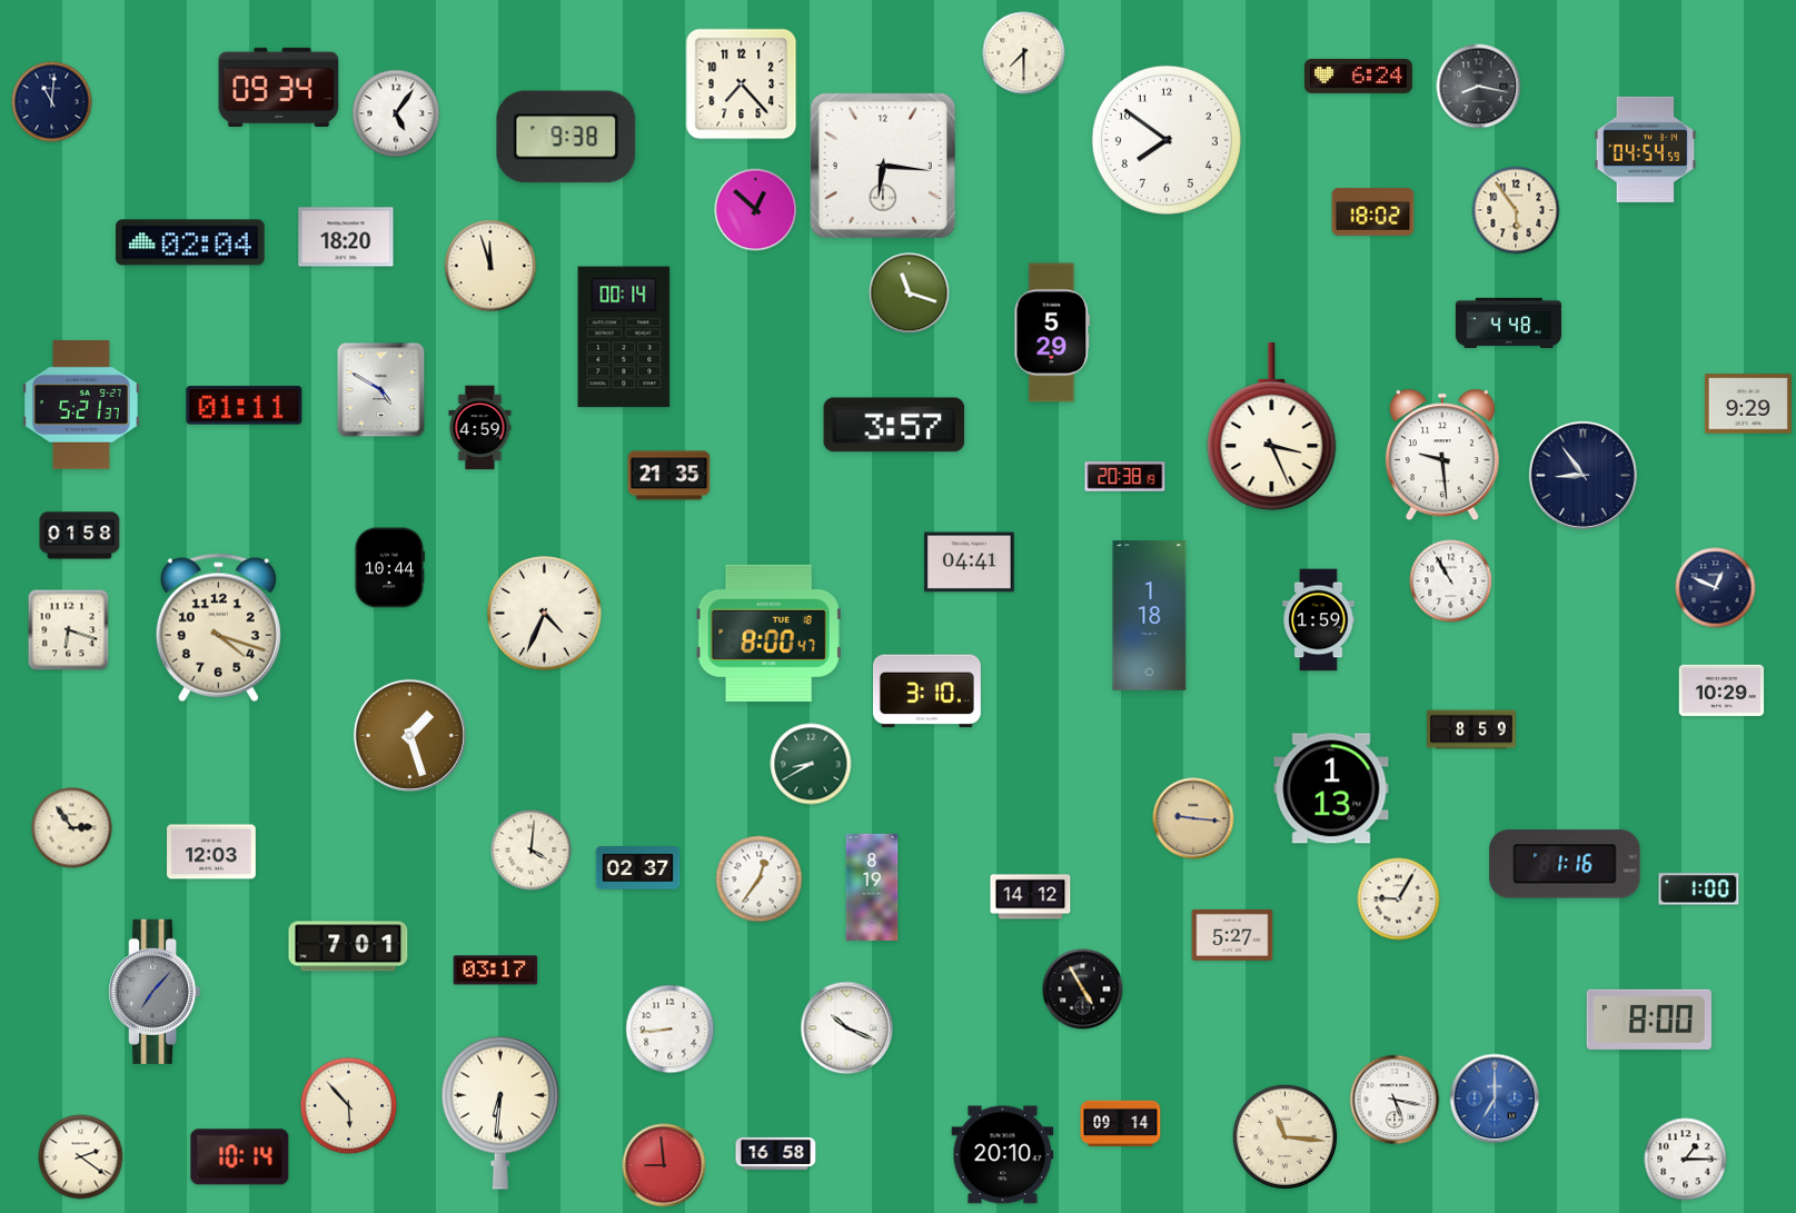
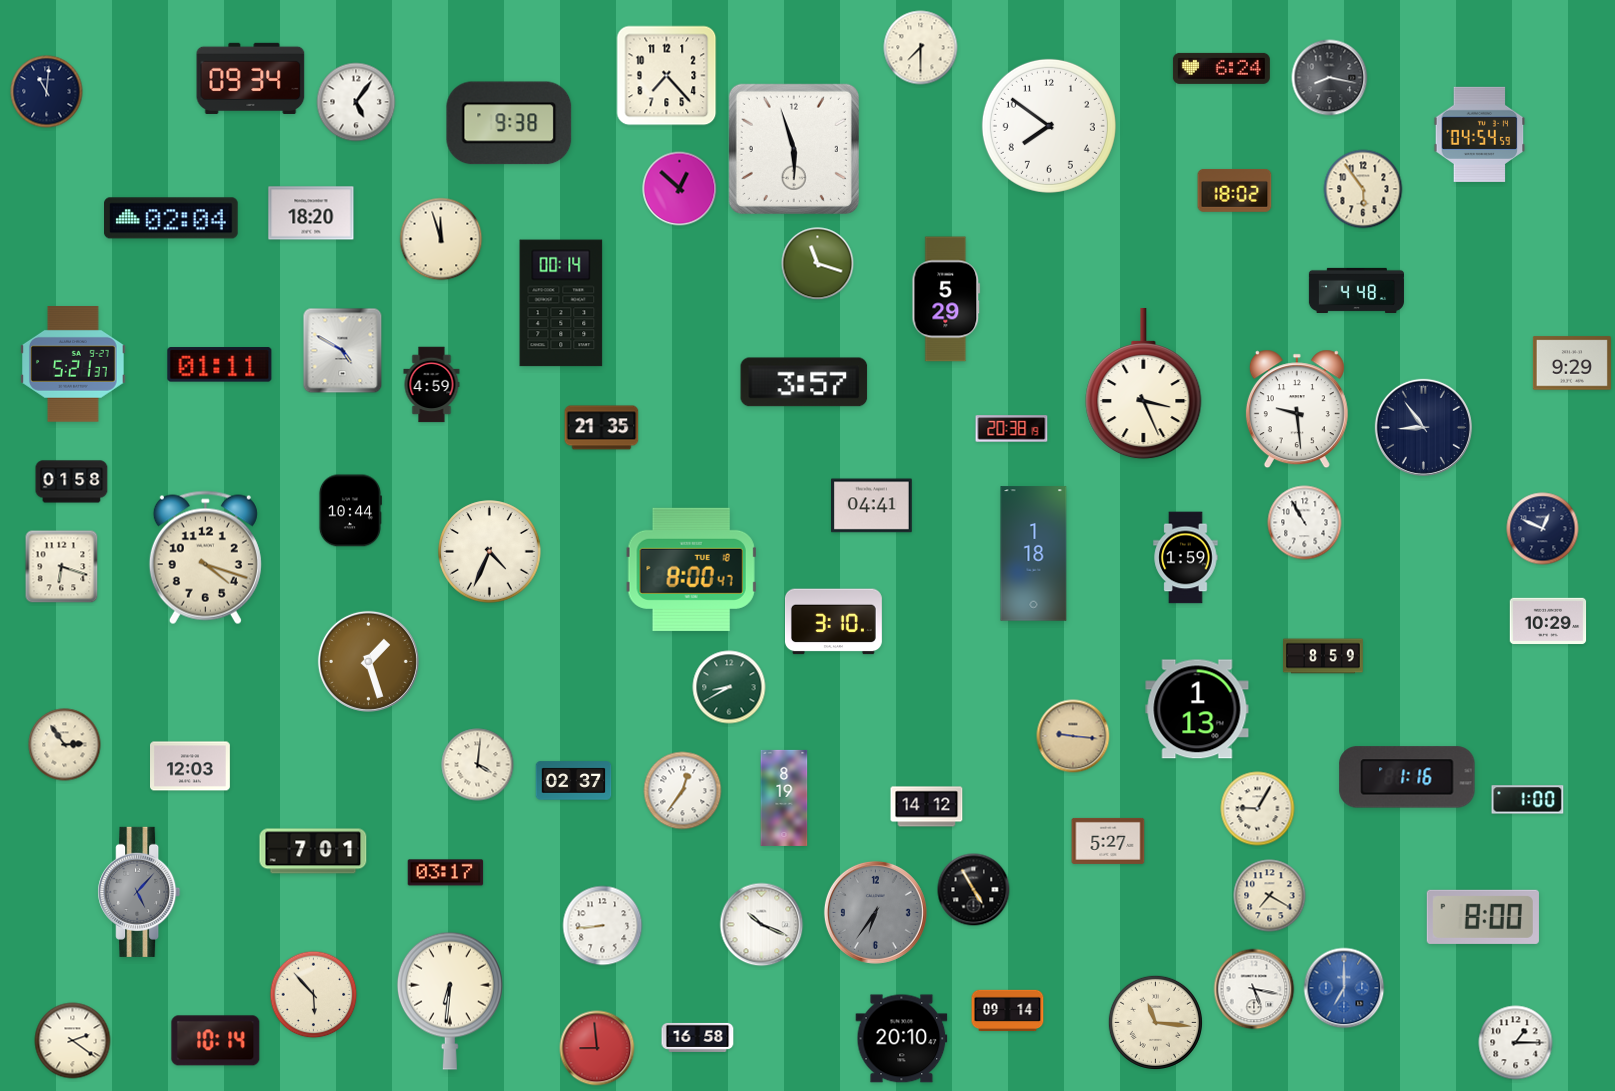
clock at (883, 166): 6:16 -> 5:57
clock at (218, 628) position: (218, 628) -> (205, 558)
clock at (155, 992): 7:07 -> 5:07
clock at (1270, 896): none -> 7:20
clock at (875, 912): none -> 6:36
